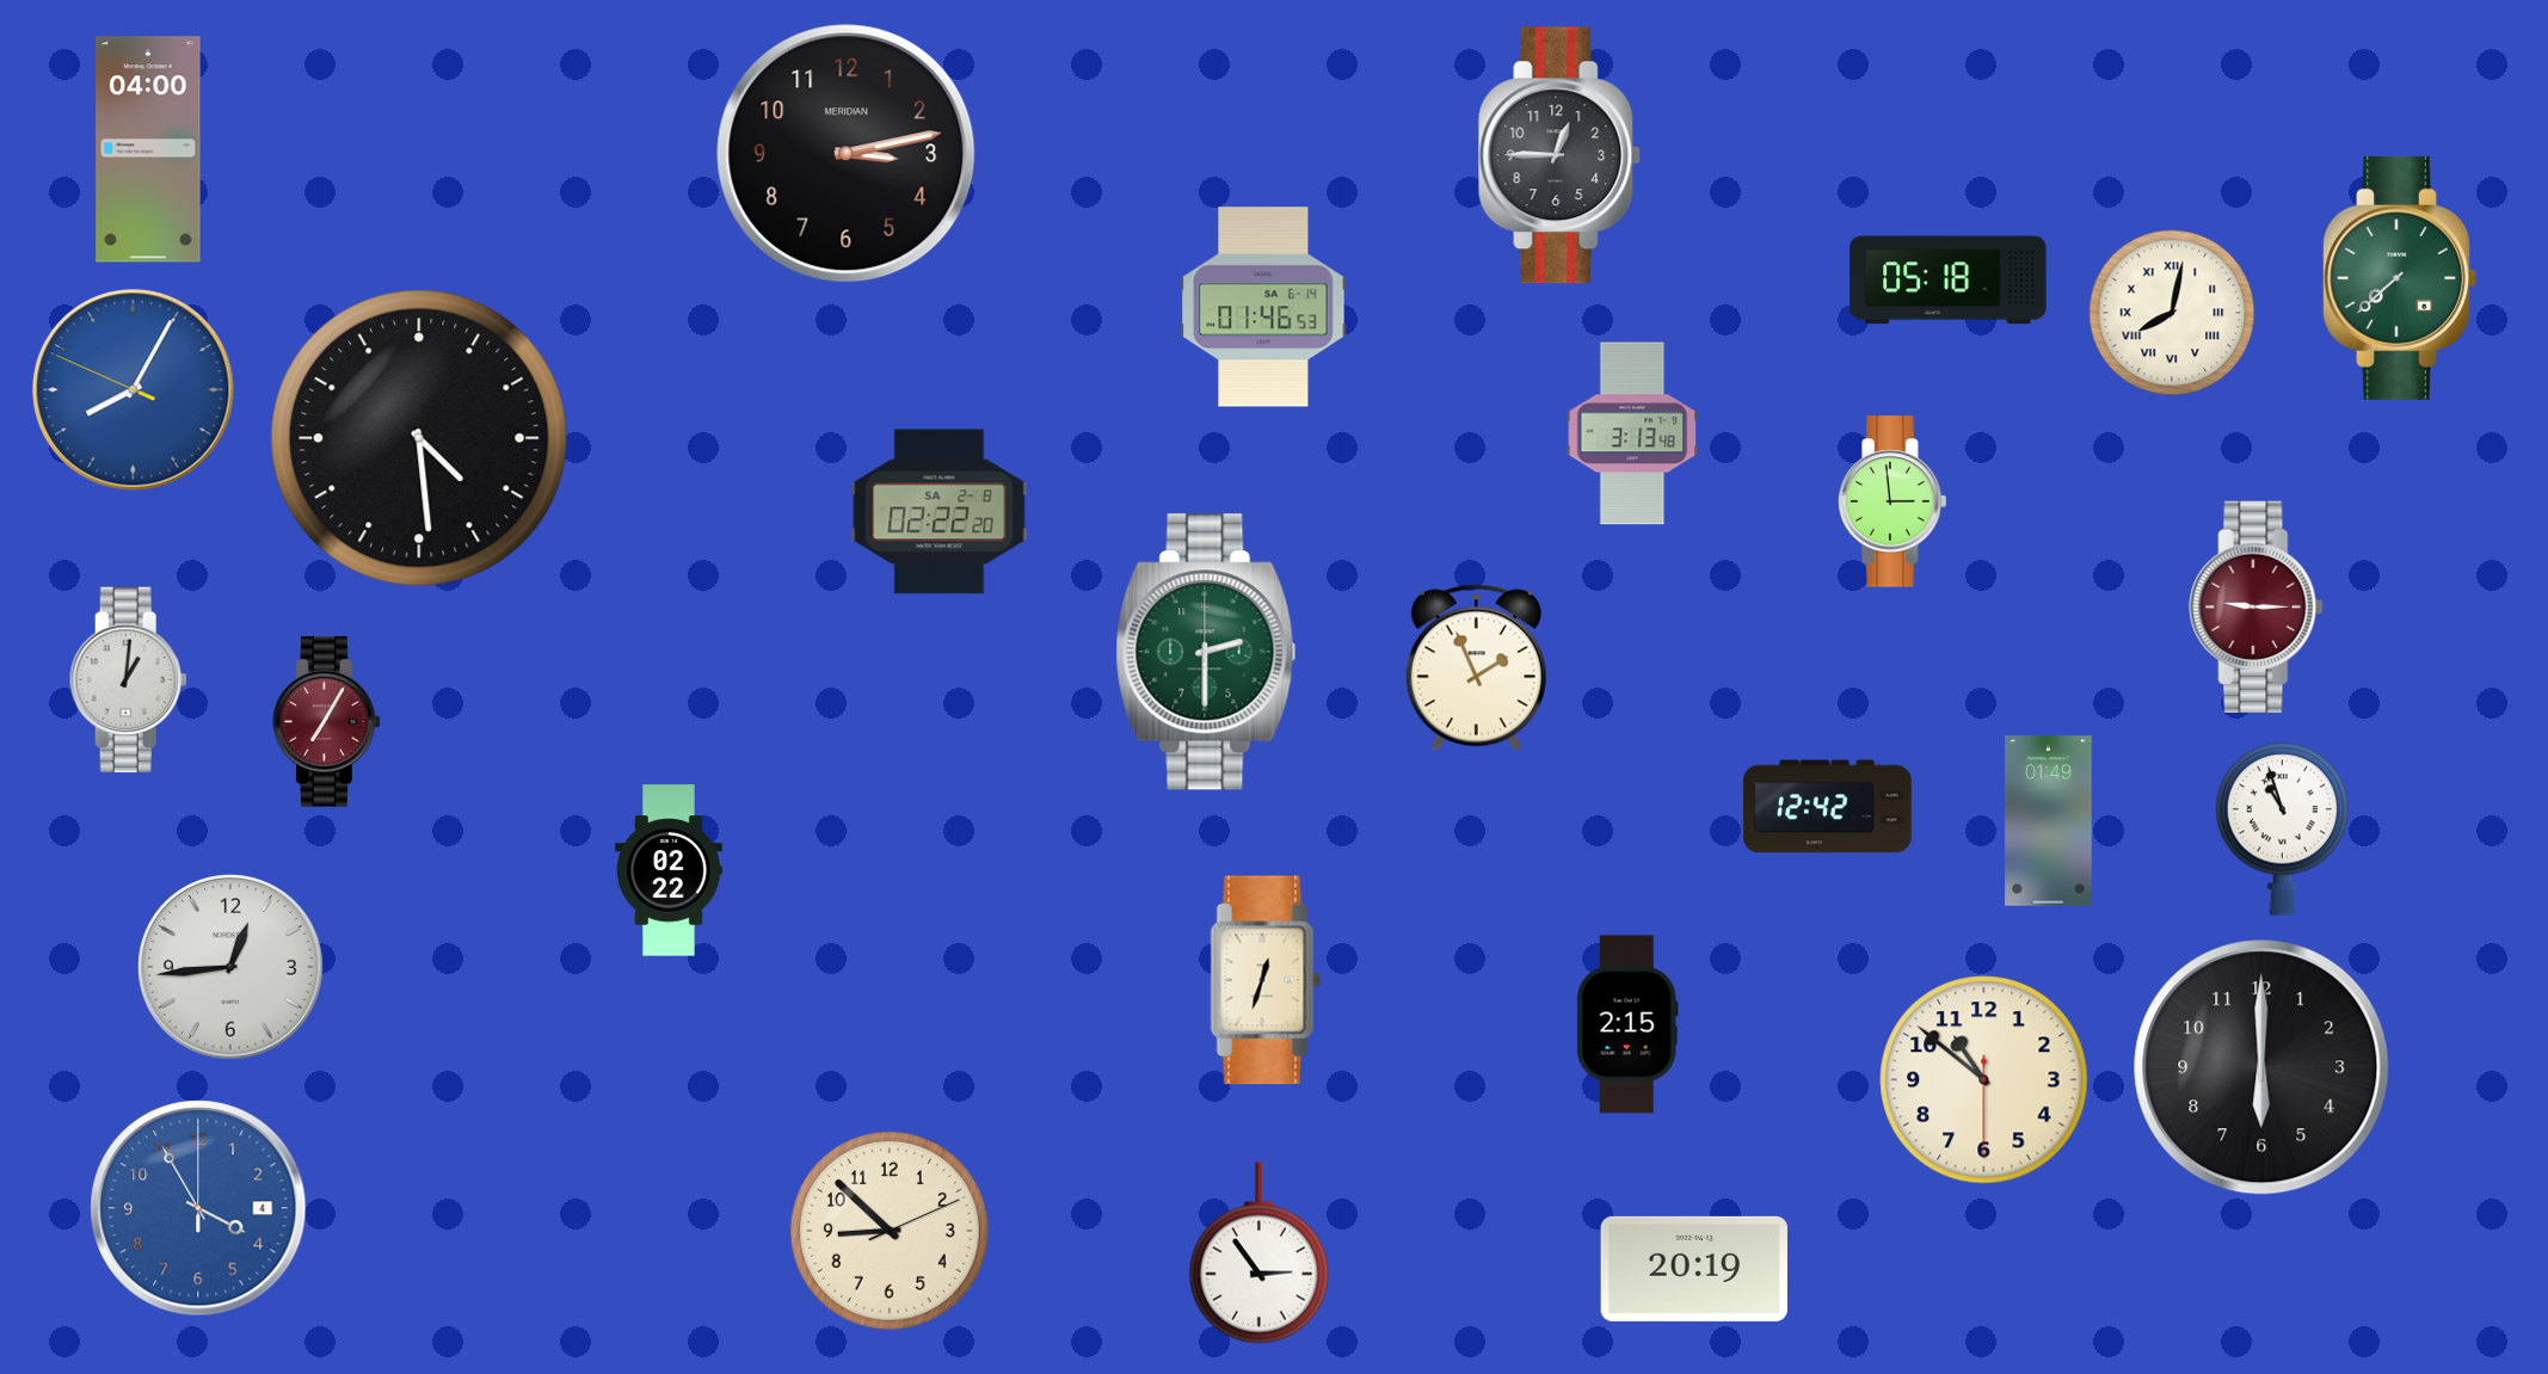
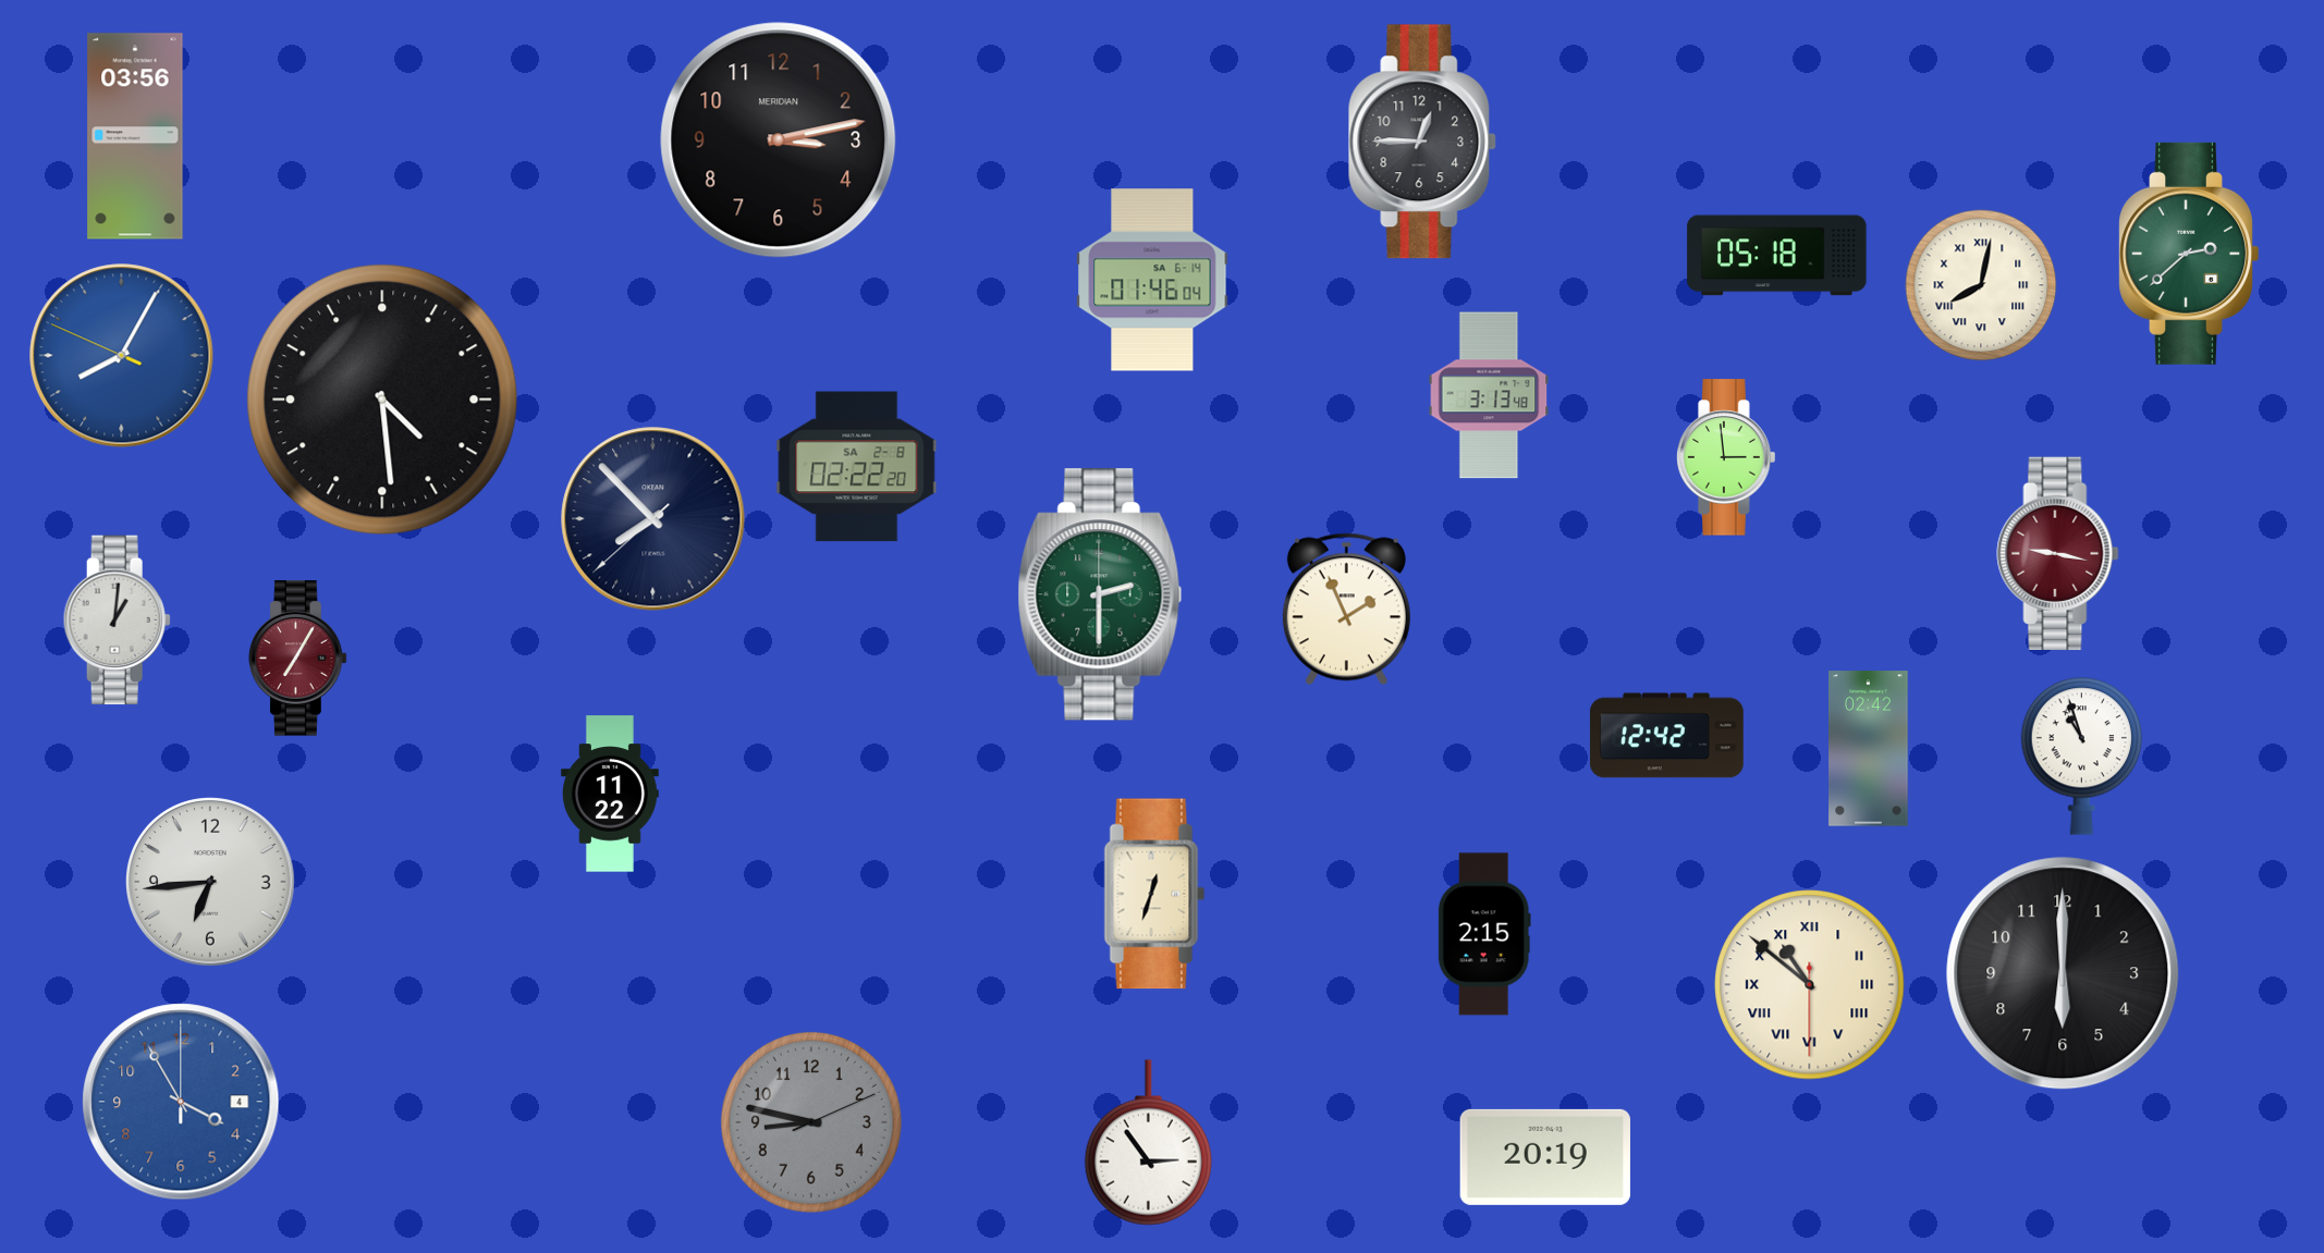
clock at (148, 149): 04:00 -> 03:56
clock at (847, 154) position: (847, 154) -> (779, 140)
clock at (2400, 278): 7:38 -> 2:38
clock at (1263, 307): 01:46:53 -> 01:46:04
clock at (653, 519): none -> 7:52
clock at (2257, 606): 9:15 -> 9:17
clock at (2049, 821): 01:49 -> 02:42
clock at (670, 870): 02:22 -> 11:22
clock at (230, 967): 12:44 -> 6:44
clock at (1984, 1080) numerals: Arabic -> Roman
clock at (890, 1231): 8:52 -> 8:47
clock at (890, 1231) dial: cream -> grey
